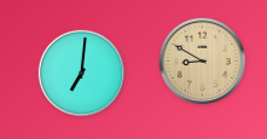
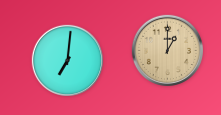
clock at (202, 60): 8:50 -> 1:00
